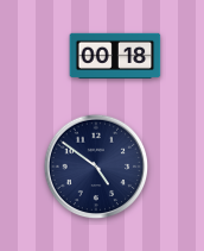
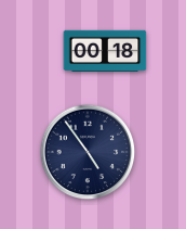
clock at (96, 167): 4:51 -> 4:54
